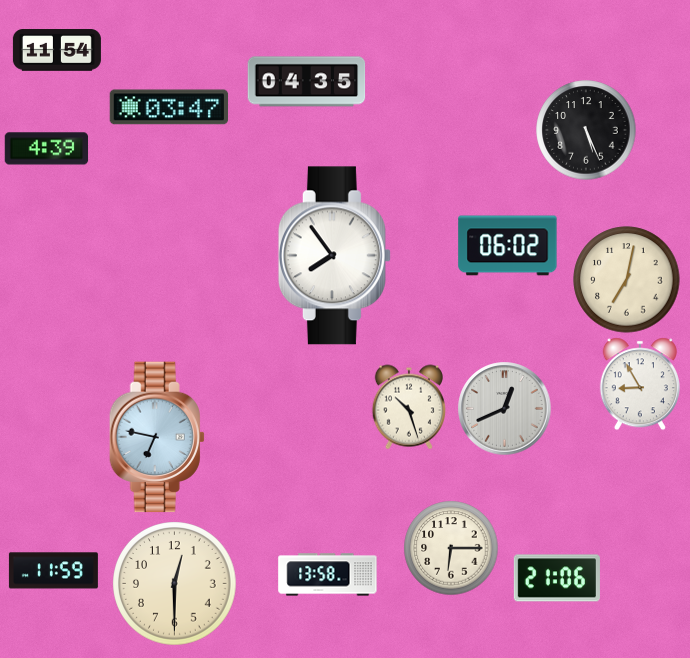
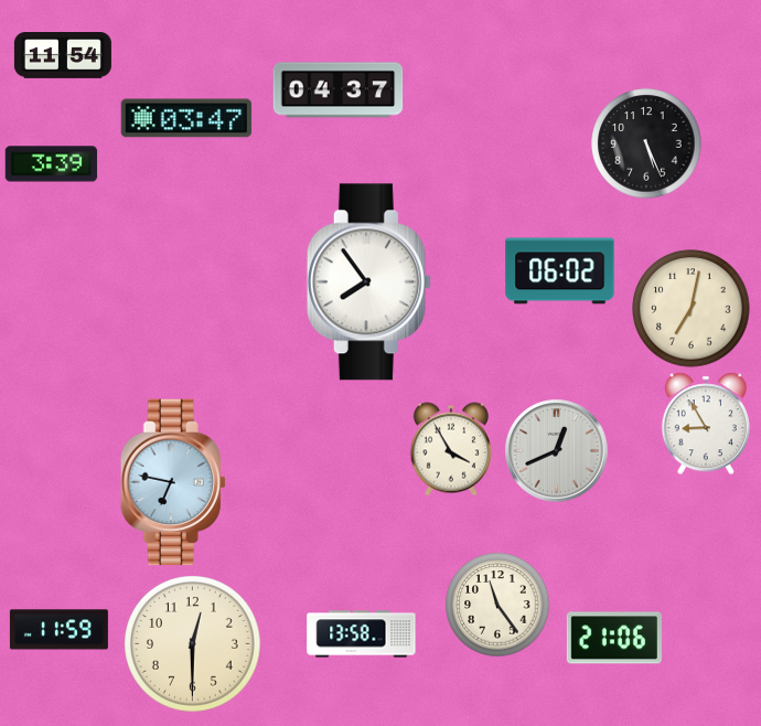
clock at (307, 82): 04:35 -> 04:37
clock at (47, 149): 4:39 -> 3:39
clock at (408, 407): 10:27 -> 3:55
clock at (451, 548): 6:15 -> 11:24
